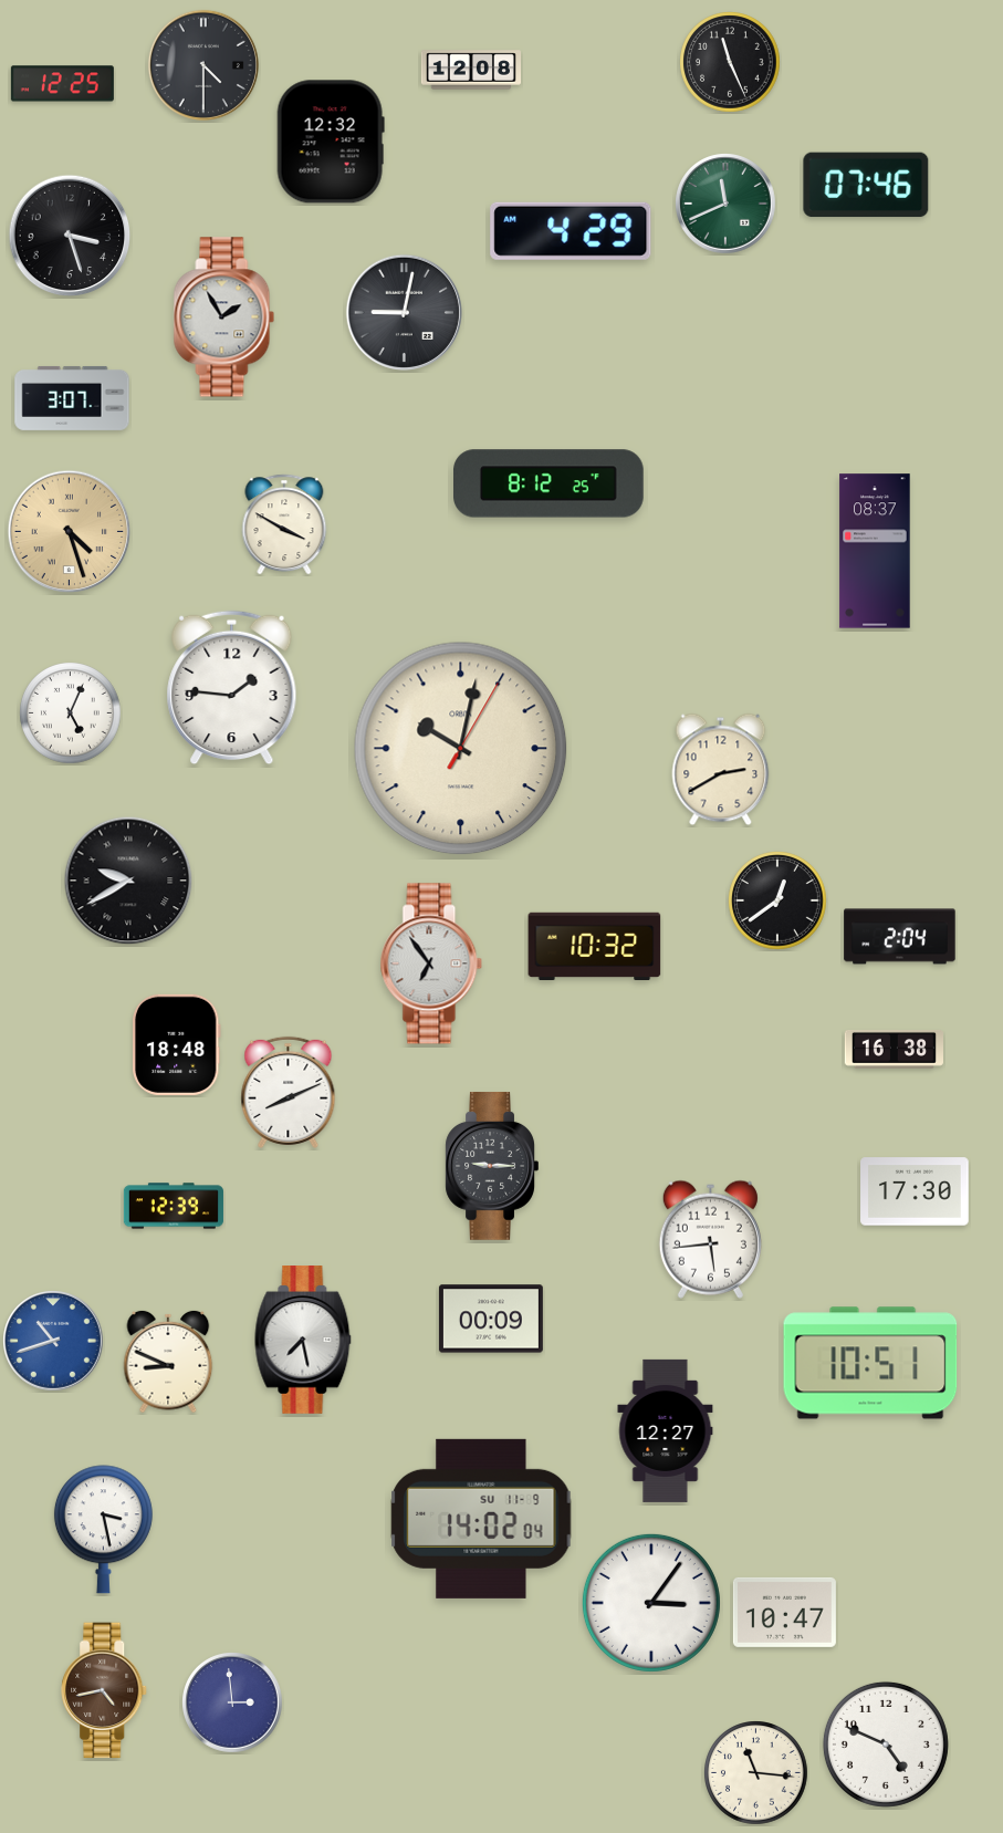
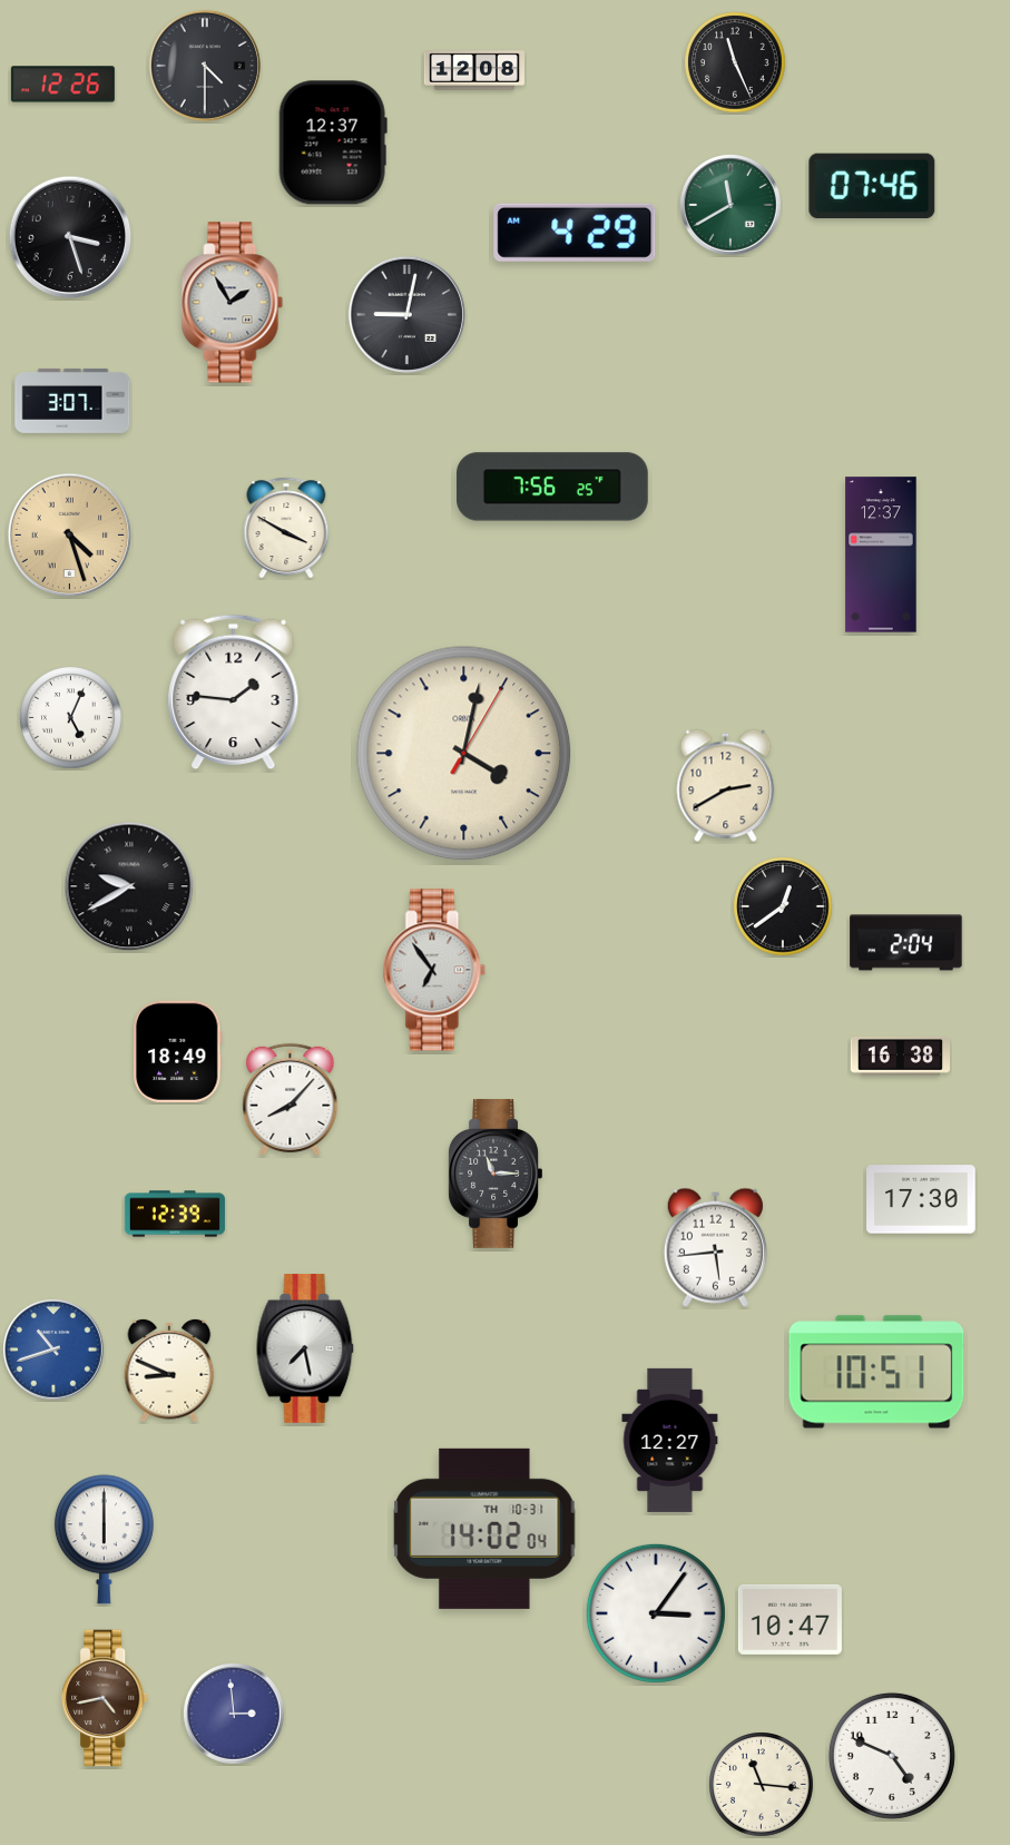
clock at (62, 84): 12:25 -> 12:26
clock at (331, 142): 12:32 -> 12:37
clock at (725, 204): 11:41 -> 11:40
clock at (224, 317) position: (224, 317) -> (233, 303)
clock at (550, 483): 8:12 -> 7:56
clock at (875, 551): 08:37 -> 12:37
clock at (461, 749): 10:02 -> 4:02
clock at (721, 770) position: (721, 770) -> (726, 786)
clock at (595, 946): 10:32 -> none
clock at (176, 1044): 18:48 -> 18:49
clock at (289, 1092): 8:11 -> 8:07
clock at (492, 1167): 9:15 -> 11:15
clock at (491, 1319): 00:09 -> none
clock at (481, 1519) date: SU 11-9 -> TH 10-31
clock at (103, 1530): 3:28 -> 6:00
clock at (784, 1612) position: (784, 1612) -> (790, 1619)
clock at (105, 1690) position: (105, 1690) -> (106, 1698)
